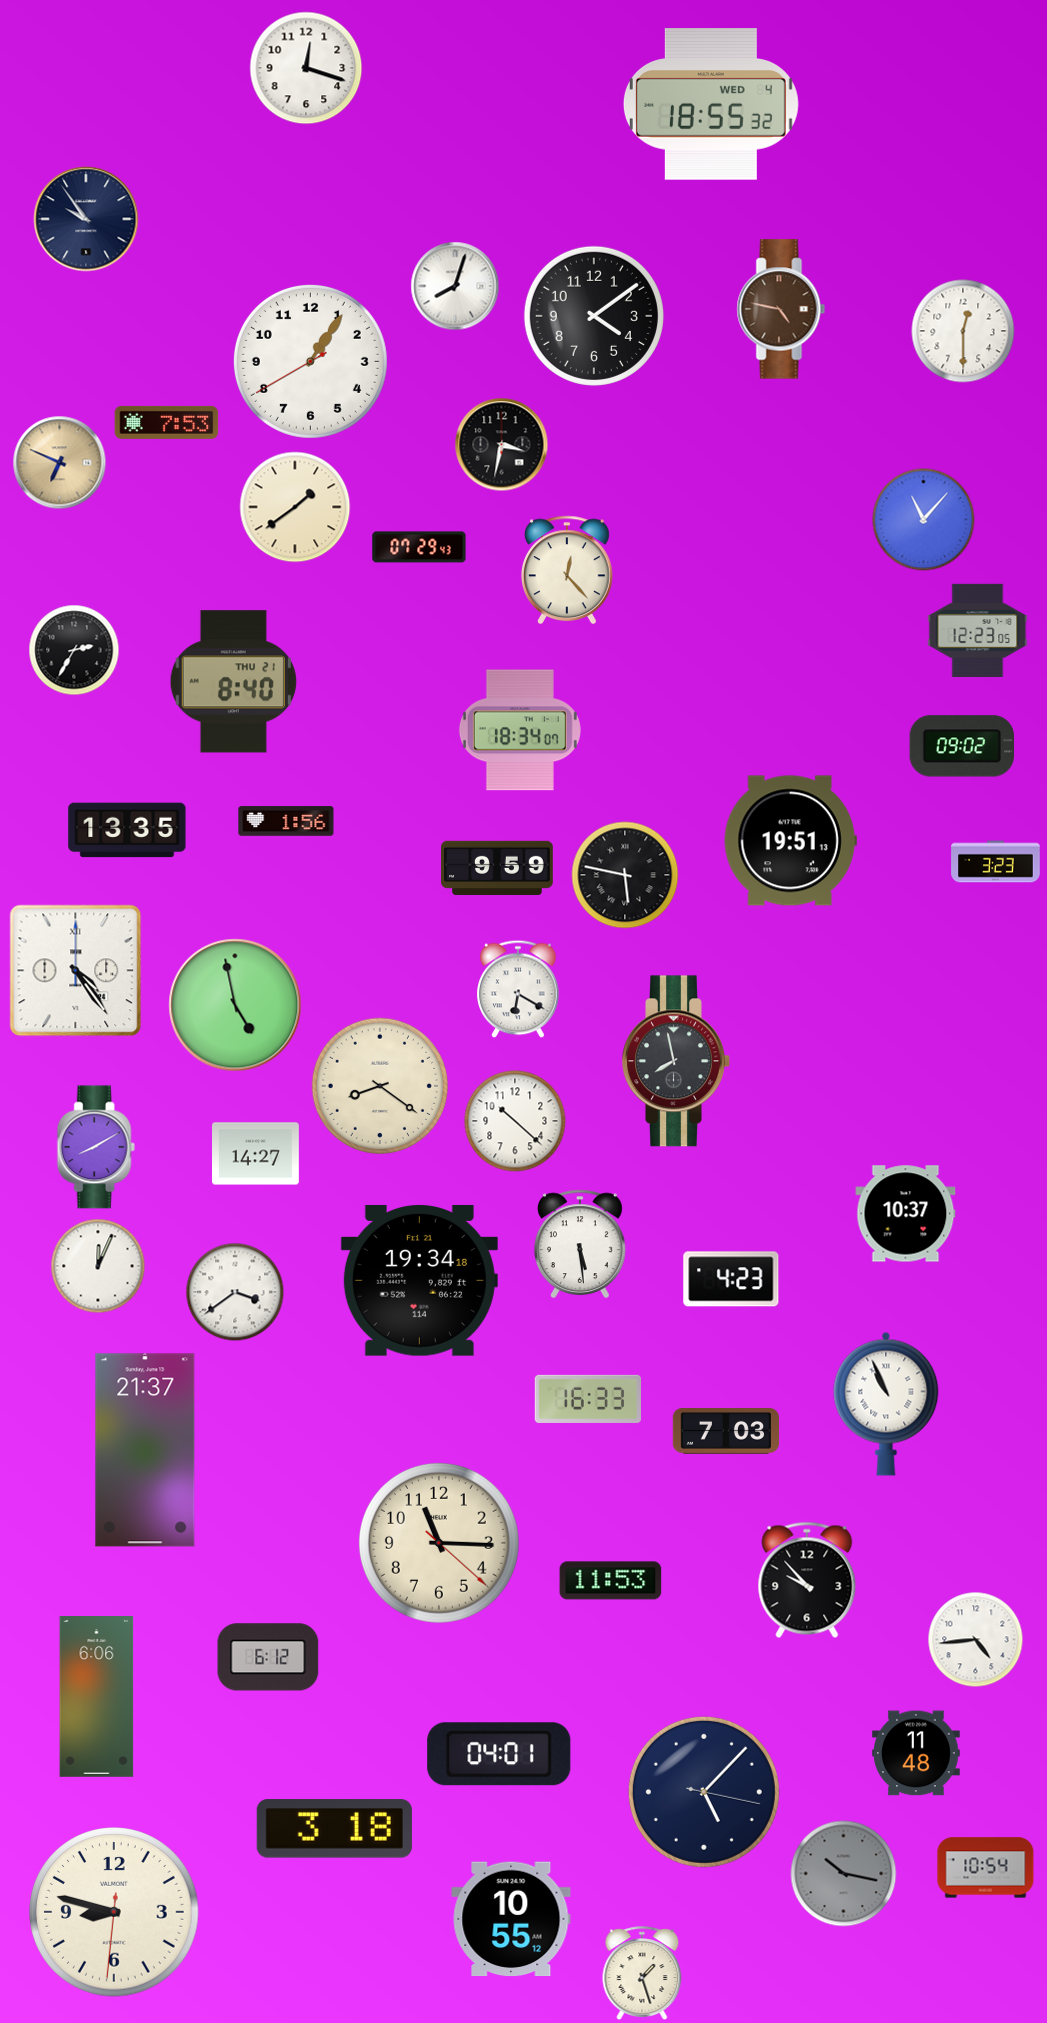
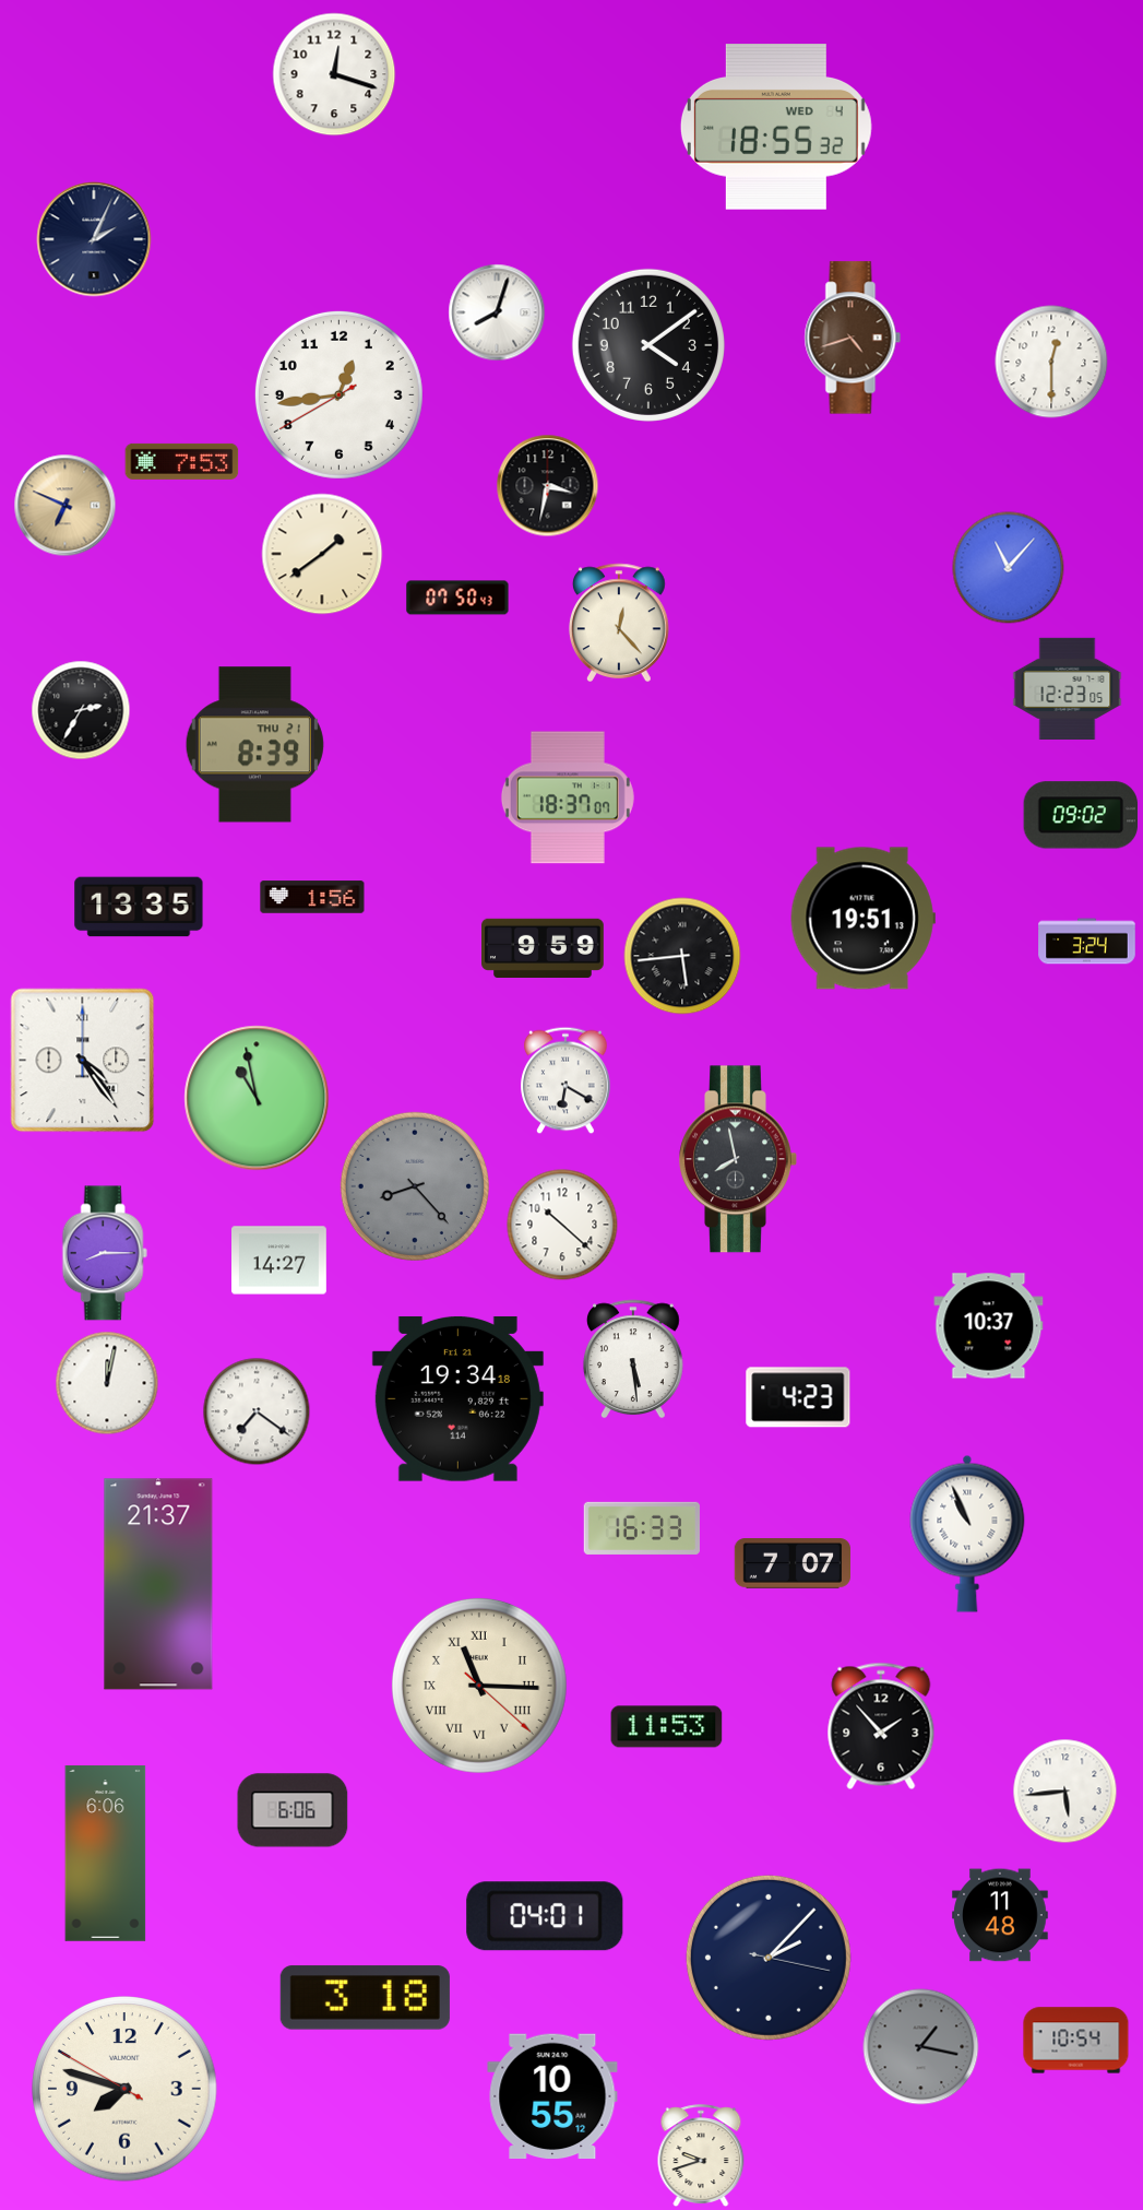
clock at (711, 104) position: (711, 104) -> (776, 127)
clock at (86, 219): 9:54 -> 2:04
clock at (781, 309): 4:47 -> 4:42
clock at (310, 361): 1:05 -> 12:43
clock at (419, 547): 07:29 -> 07:50
clock at (233, 682): 8:40 -> 8:39
clock at (520, 730): 18:34 -> 18:37
clock at (961, 746) position: (961, 746) -> (1080, 815)
clock at (996, 862): 3:23 -> 3:24
clock at (625, 875): 5:47 -> 5:44
clock at (235, 1005): 4:58 -> 10:58
clock at (380, 1086): 8:21 -> 8:23
clock at (380, 1086) dial: cream -> grey
clock at (96, 1147): 8:10 -> 8:15
clock at (98, 1266): 12:04 -> 12:02
clock at (235, 1292): 3:39 -> 7:21
clock at (725, 1432): 7:03 -> 7:07
clock at (439, 1543) numerals: Arabic -> Roman
clock at (807, 1580): 9:53 -> 1:53
clock at (976, 1640): 4:44 -> 5:44
clock at (268, 1657): 6:12 -> 6:06
clock at (704, 1792): 5:07 -> 2:07
clock at (844, 1874): 10:17 -> 1:17
clock at (114, 1912): 8:47 -> 7:47
clock at (511, 1919) position: (511, 1919) -> (552, 2096)
clock at (642, 1973): 1:27 -> 9:42
